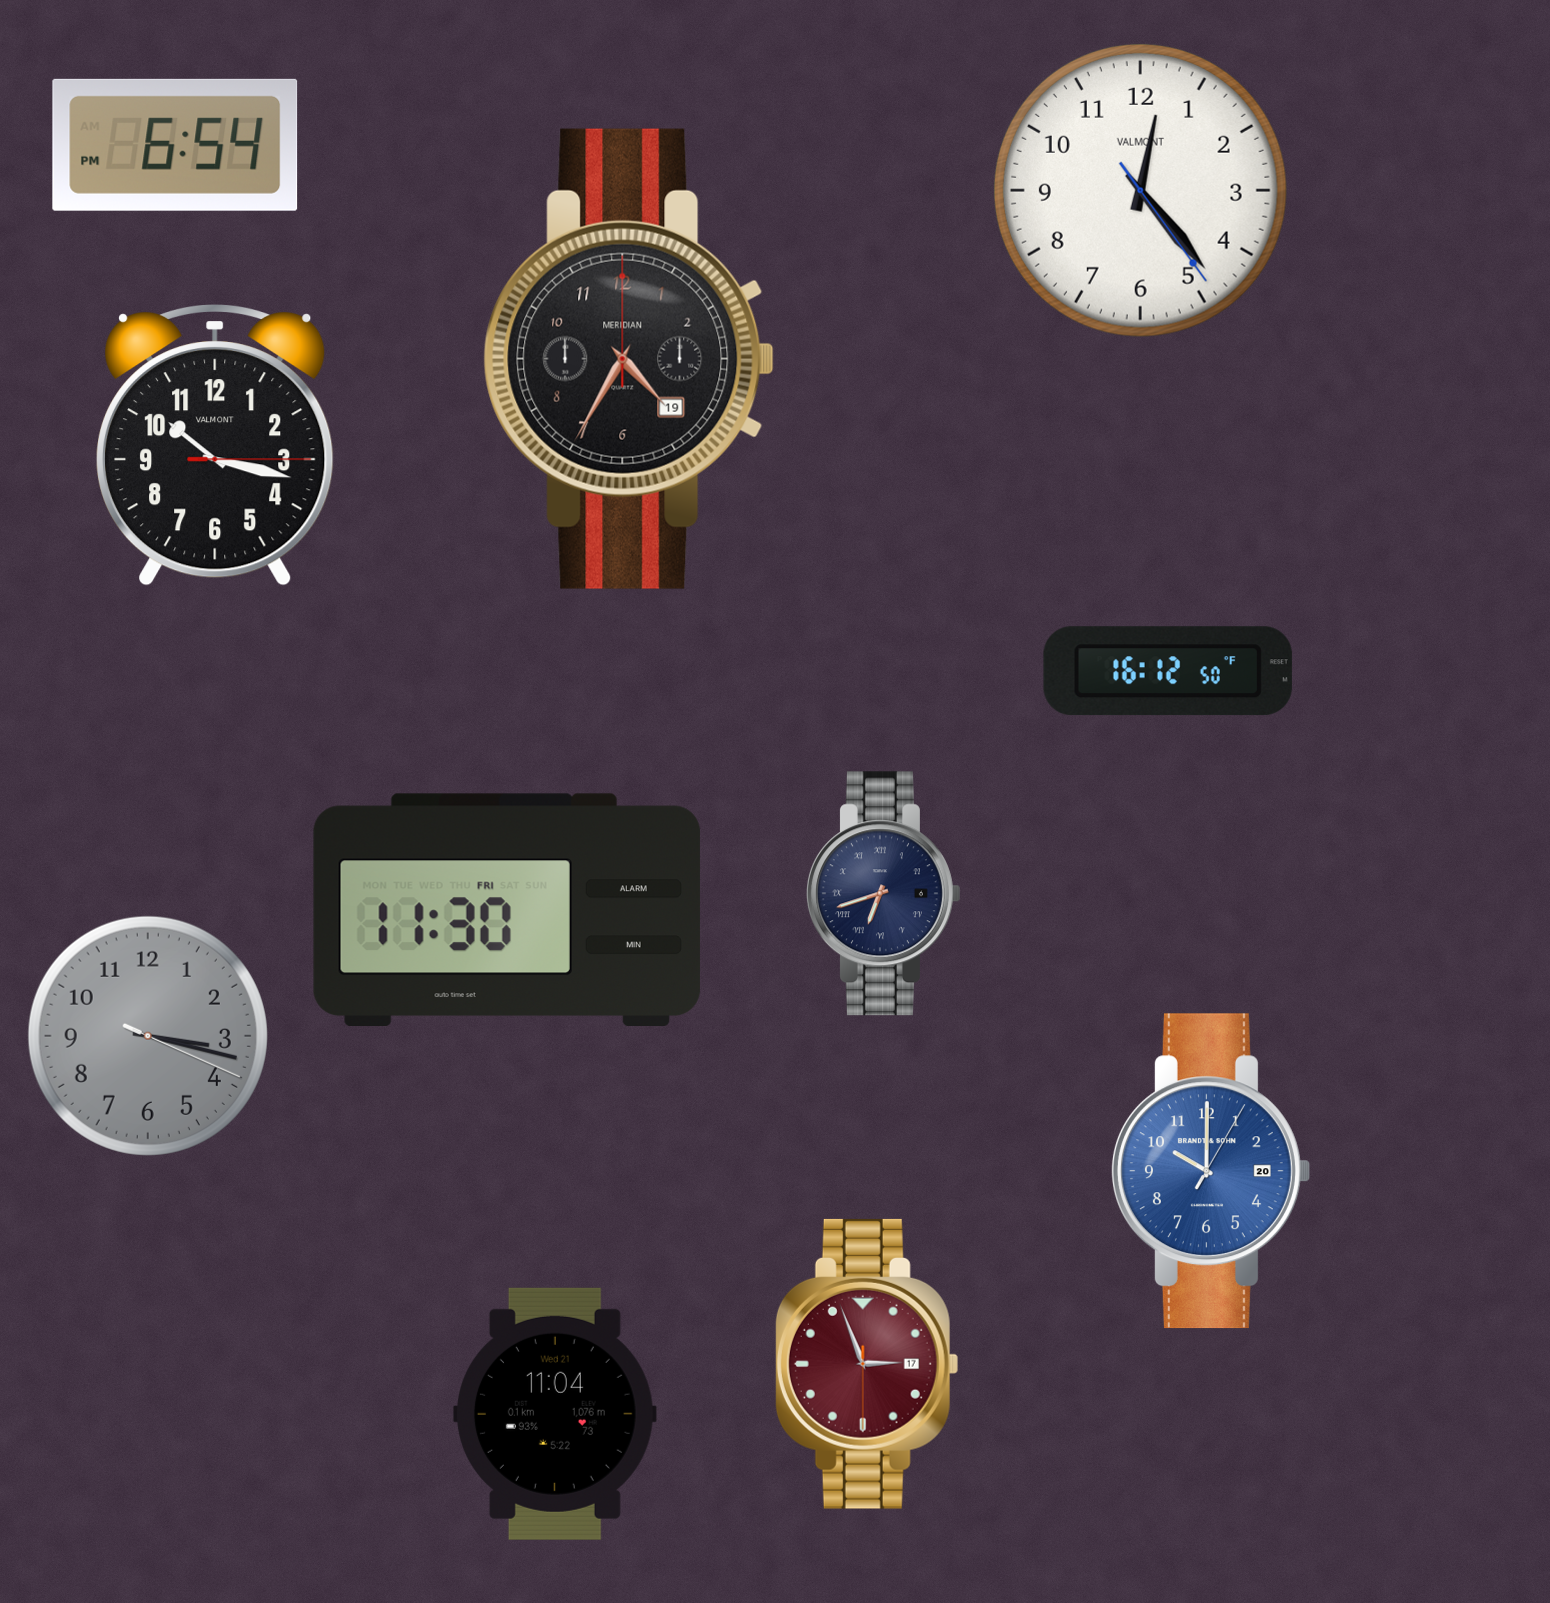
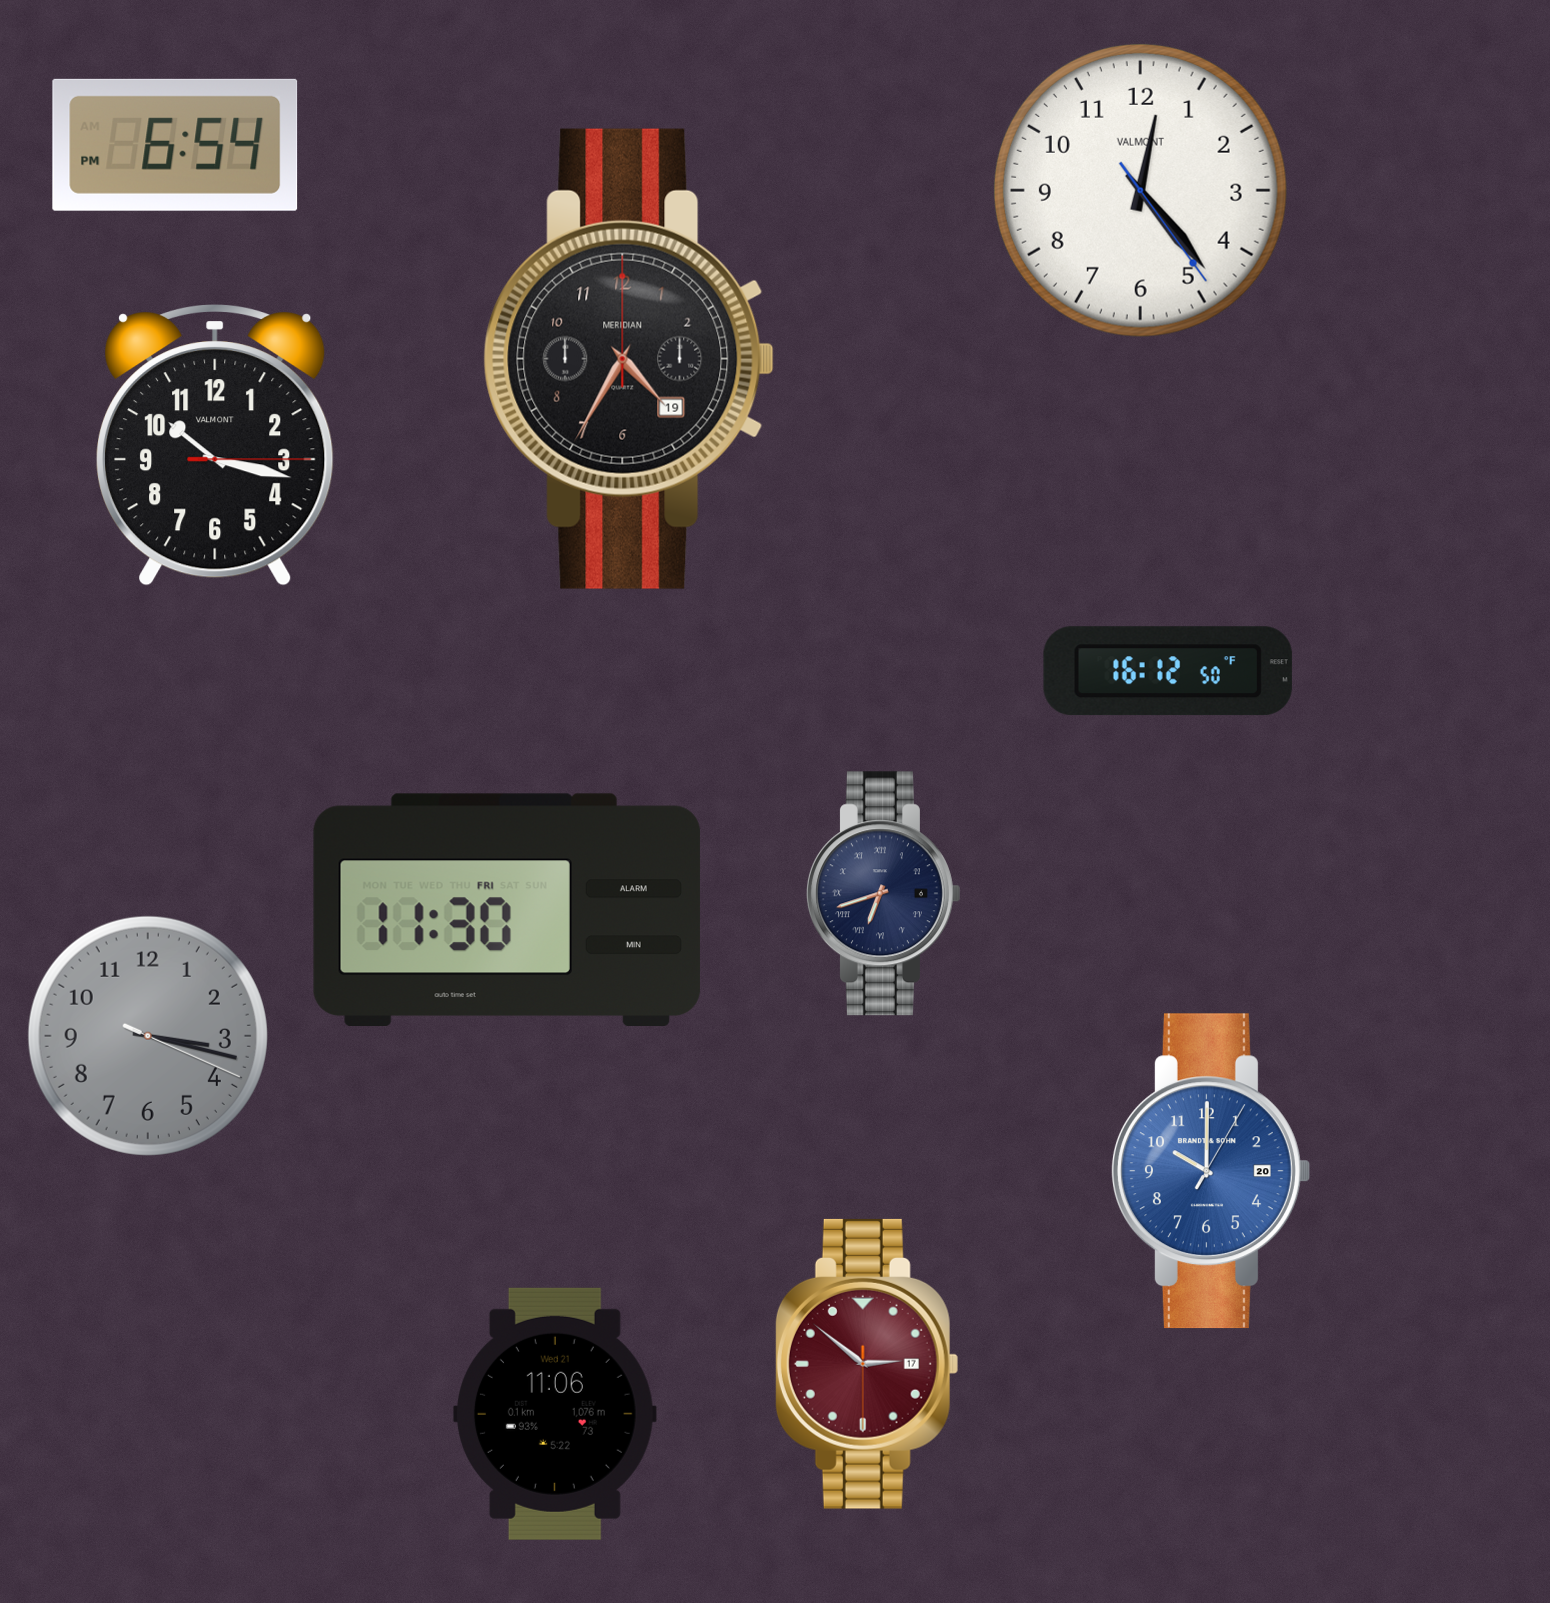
clock at (867, 1364): 2:56 -> 2:51
clock at (555, 1414): 11:04 -> 11:06
